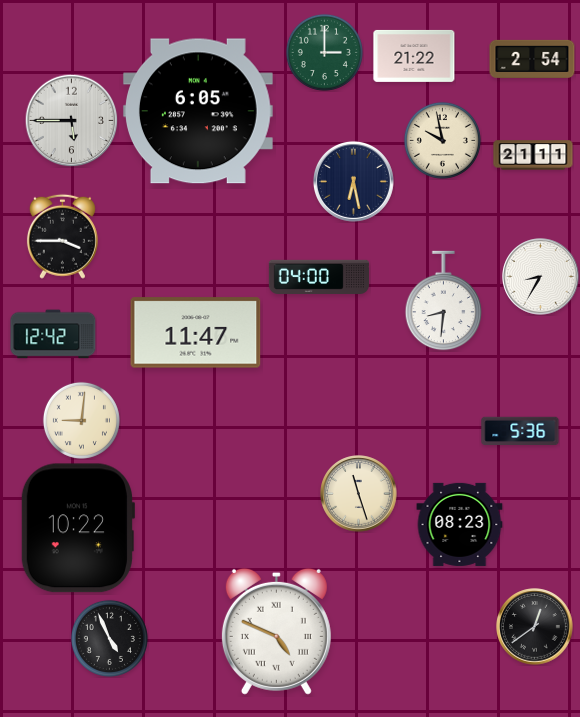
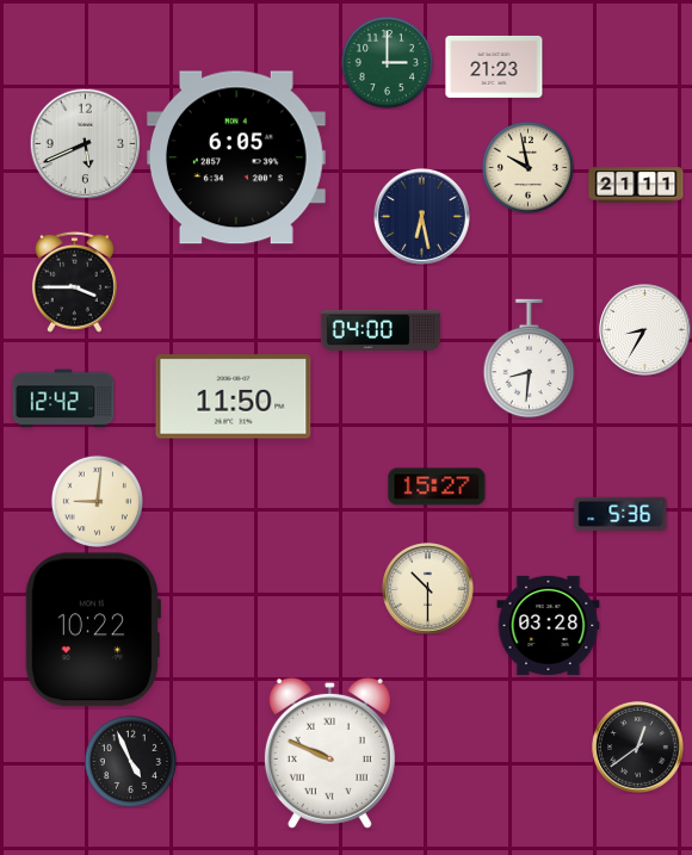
clock at (414, 56): 21:22 -> 21:23
clock at (532, 58): 2:54 -> none
clock at (198, 111) position: (198, 111) -> (236, 157)
clock at (71, 120): 5:45 -> 5:41
clock at (196, 333): 11:47 -> 11:50
clock at (437, 487): none -> 15:27
clock at (359, 494): 11:27 -> 10:30
clock at (460, 524): 08:23 -> 03:28
clock at (276, 631): 4:49 -> 9:49
